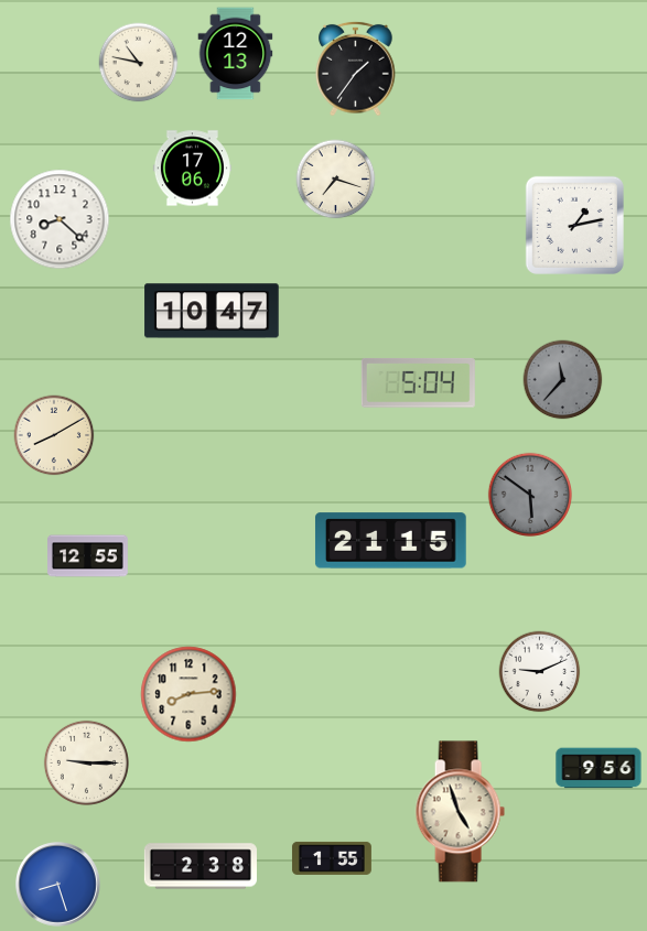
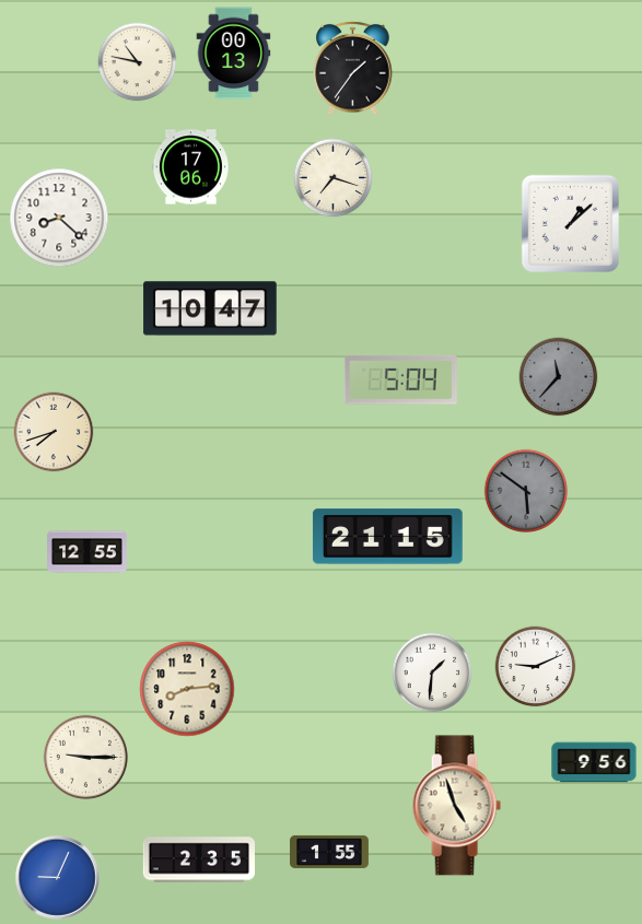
clock at (236, 54): 12:13 -> 00:13
clock at (574, 225): 1:13 -> 1:08
clock at (418, 383) position: (418, 383) -> (400, 381)
clock at (54, 435): 8:10 -> 7:42
clock at (432, 672): none -> 1:31
clock at (201, 866): 2:38 -> 2:35
clock at (58, 885): 8:27 -> 9:04
